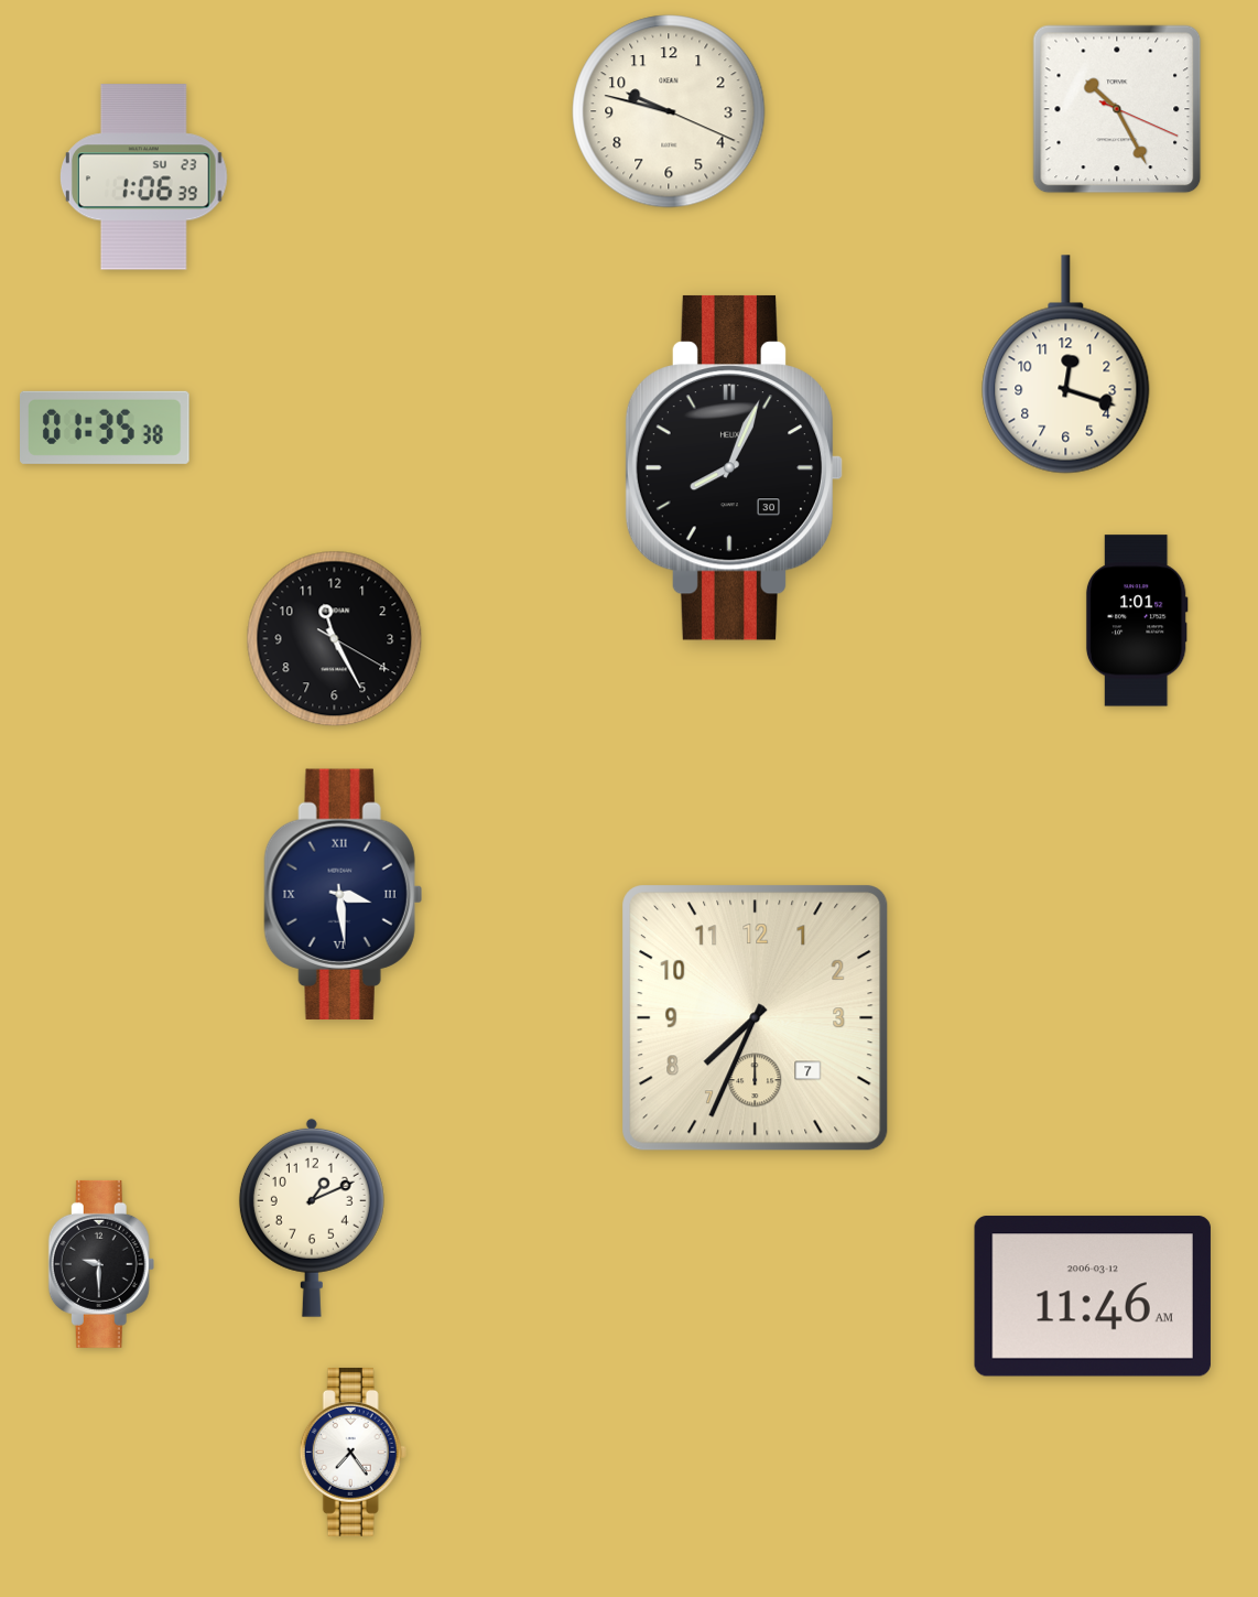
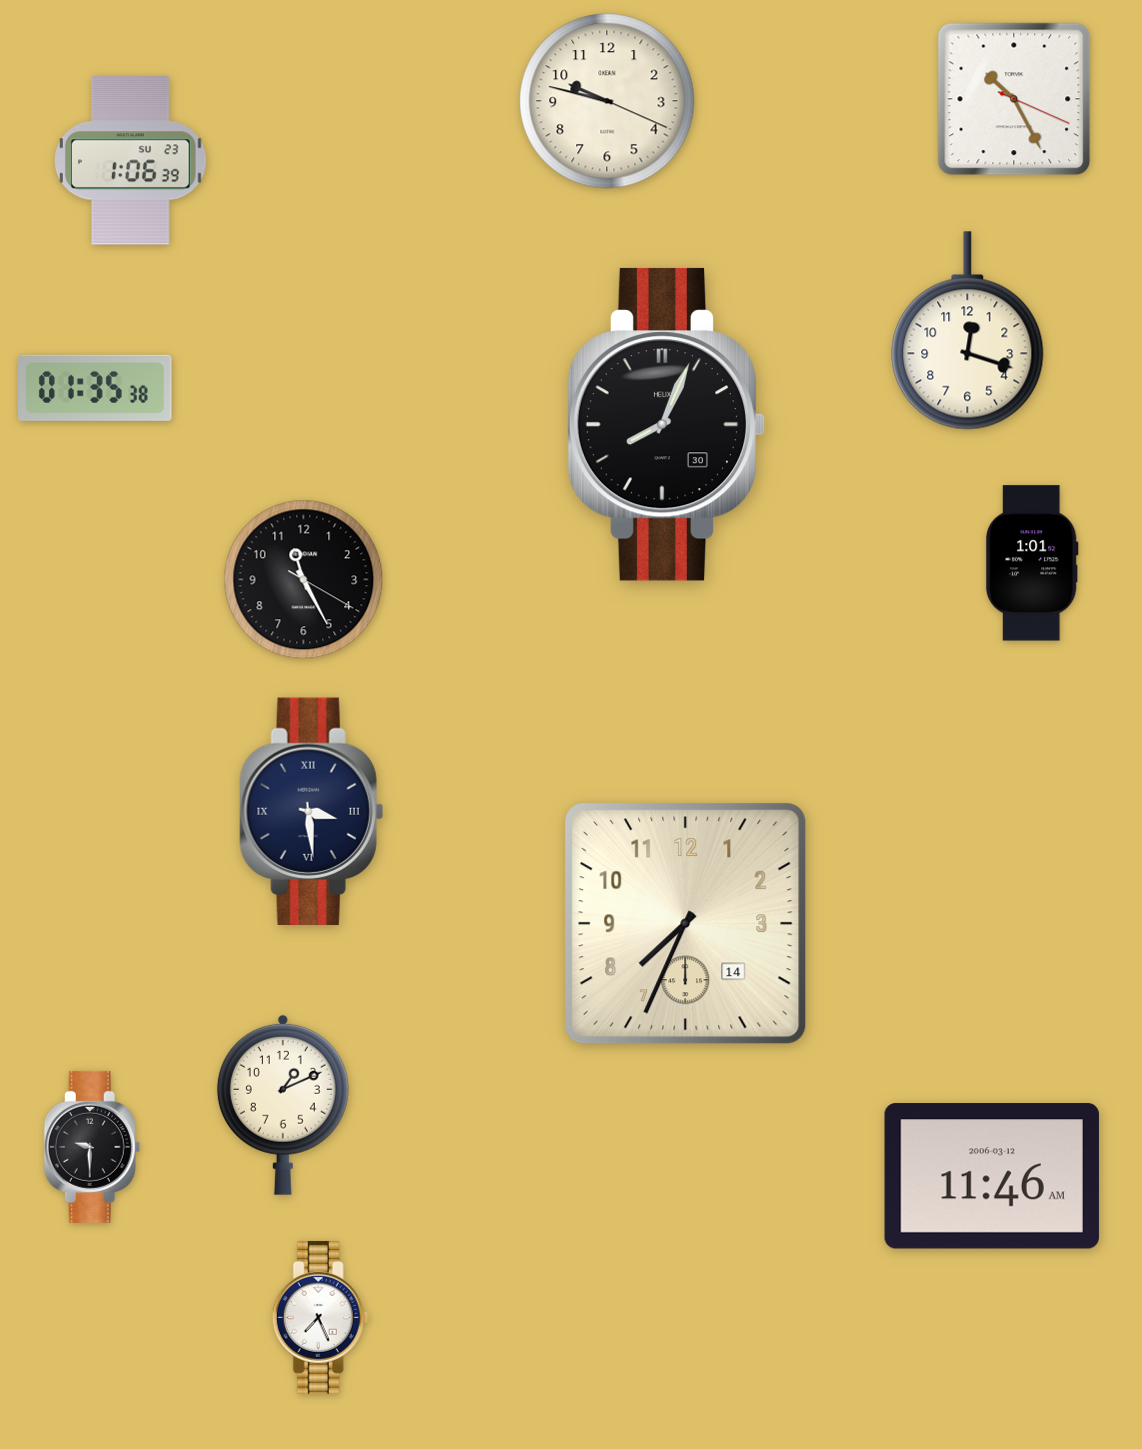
clock at (756, 1018) date: 7 -> 14
clock at (353, 1452): 7:24 -> 7:26
